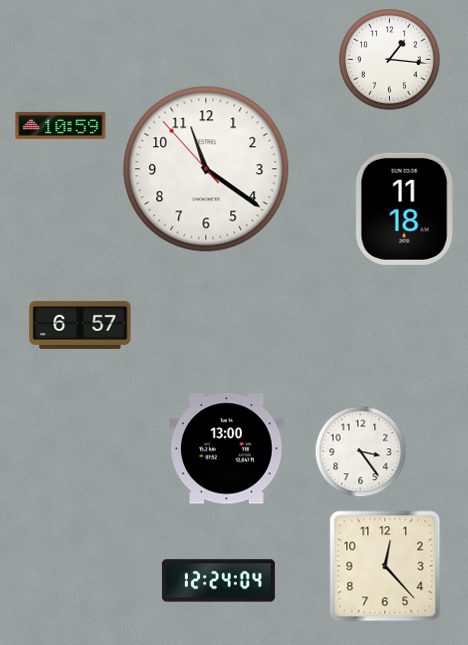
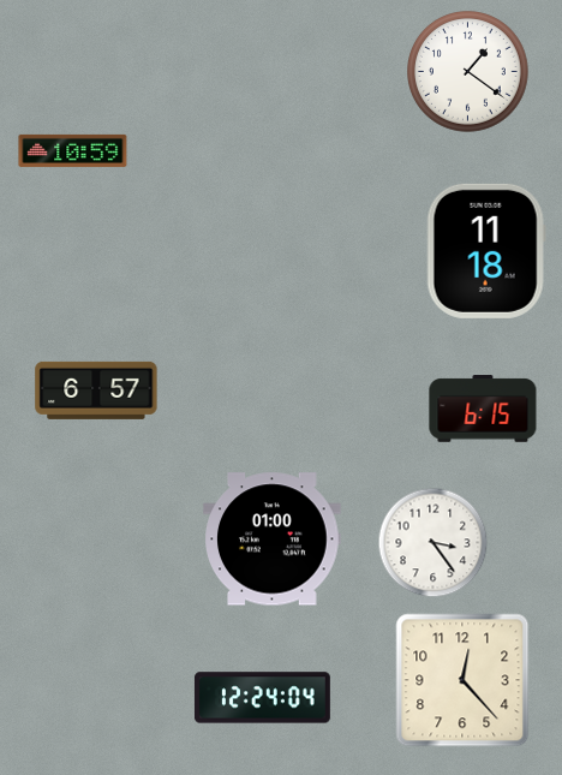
clock at (390, 60): 1:16 -> 1:21
clock at (206, 169): 11:20 -> none
clock at (483, 409): none -> 6:15
clock at (227, 449): 13:00 -> 01:00
